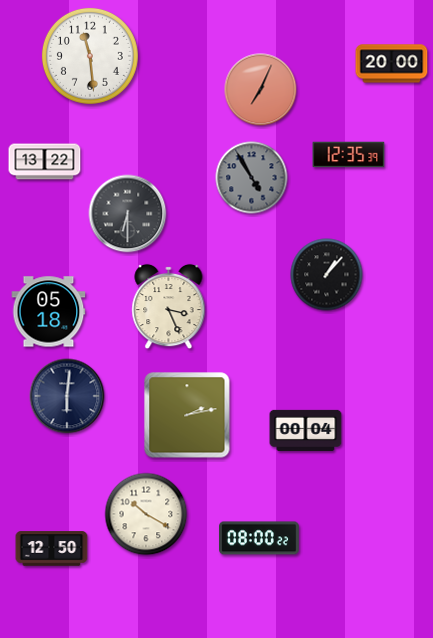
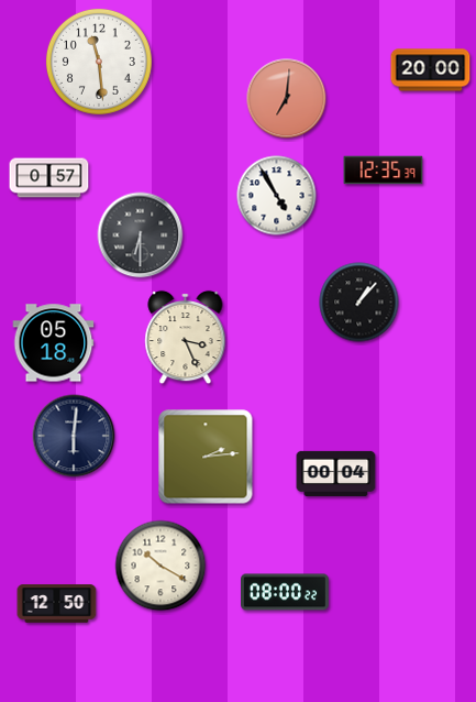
clock at (261, 90): 7:04 -> 7:01
clock at (45, 162): 13:22 -> 0:57
clock at (252, 178) dial: grey -> white
clock at (187, 415): 2:13 -> 2:14
